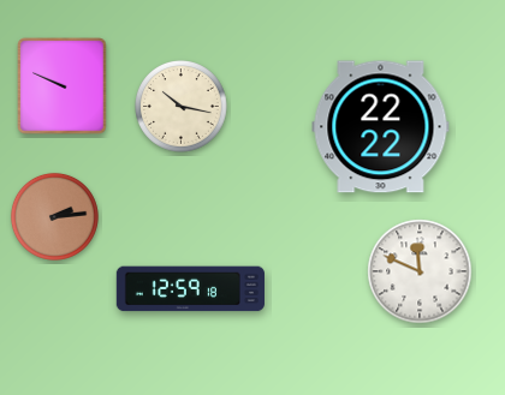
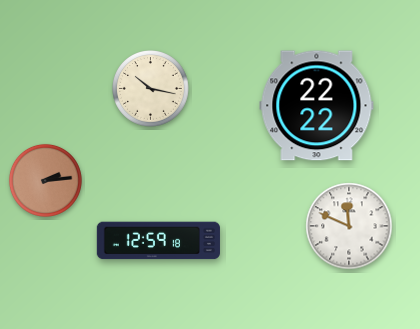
clock at (63, 86): 9:49 -> none
